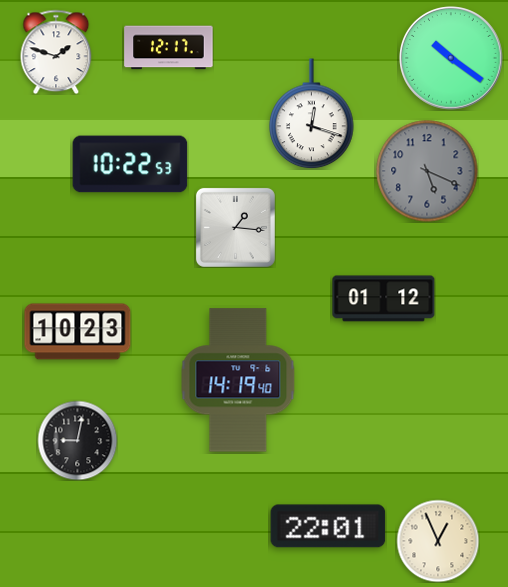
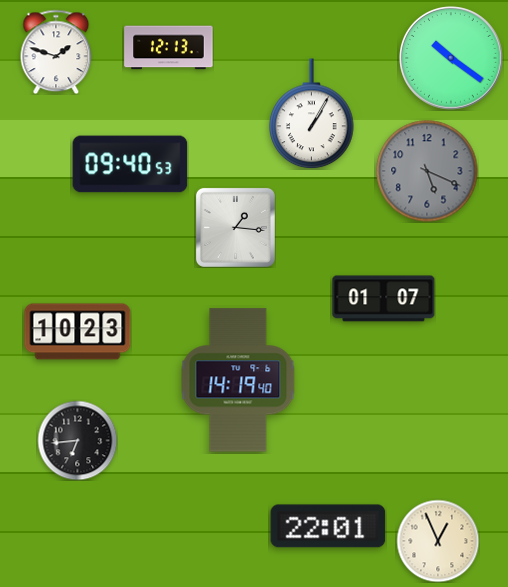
clock at (169, 48): 12:17 -> 12:13
clock at (312, 114): 12:18 -> 1:05
clock at (130, 164): 10:22 -> 09:40
clock at (384, 299): 01:12 -> 01:07
clock at (77, 440): 9:02 -> 6:44
